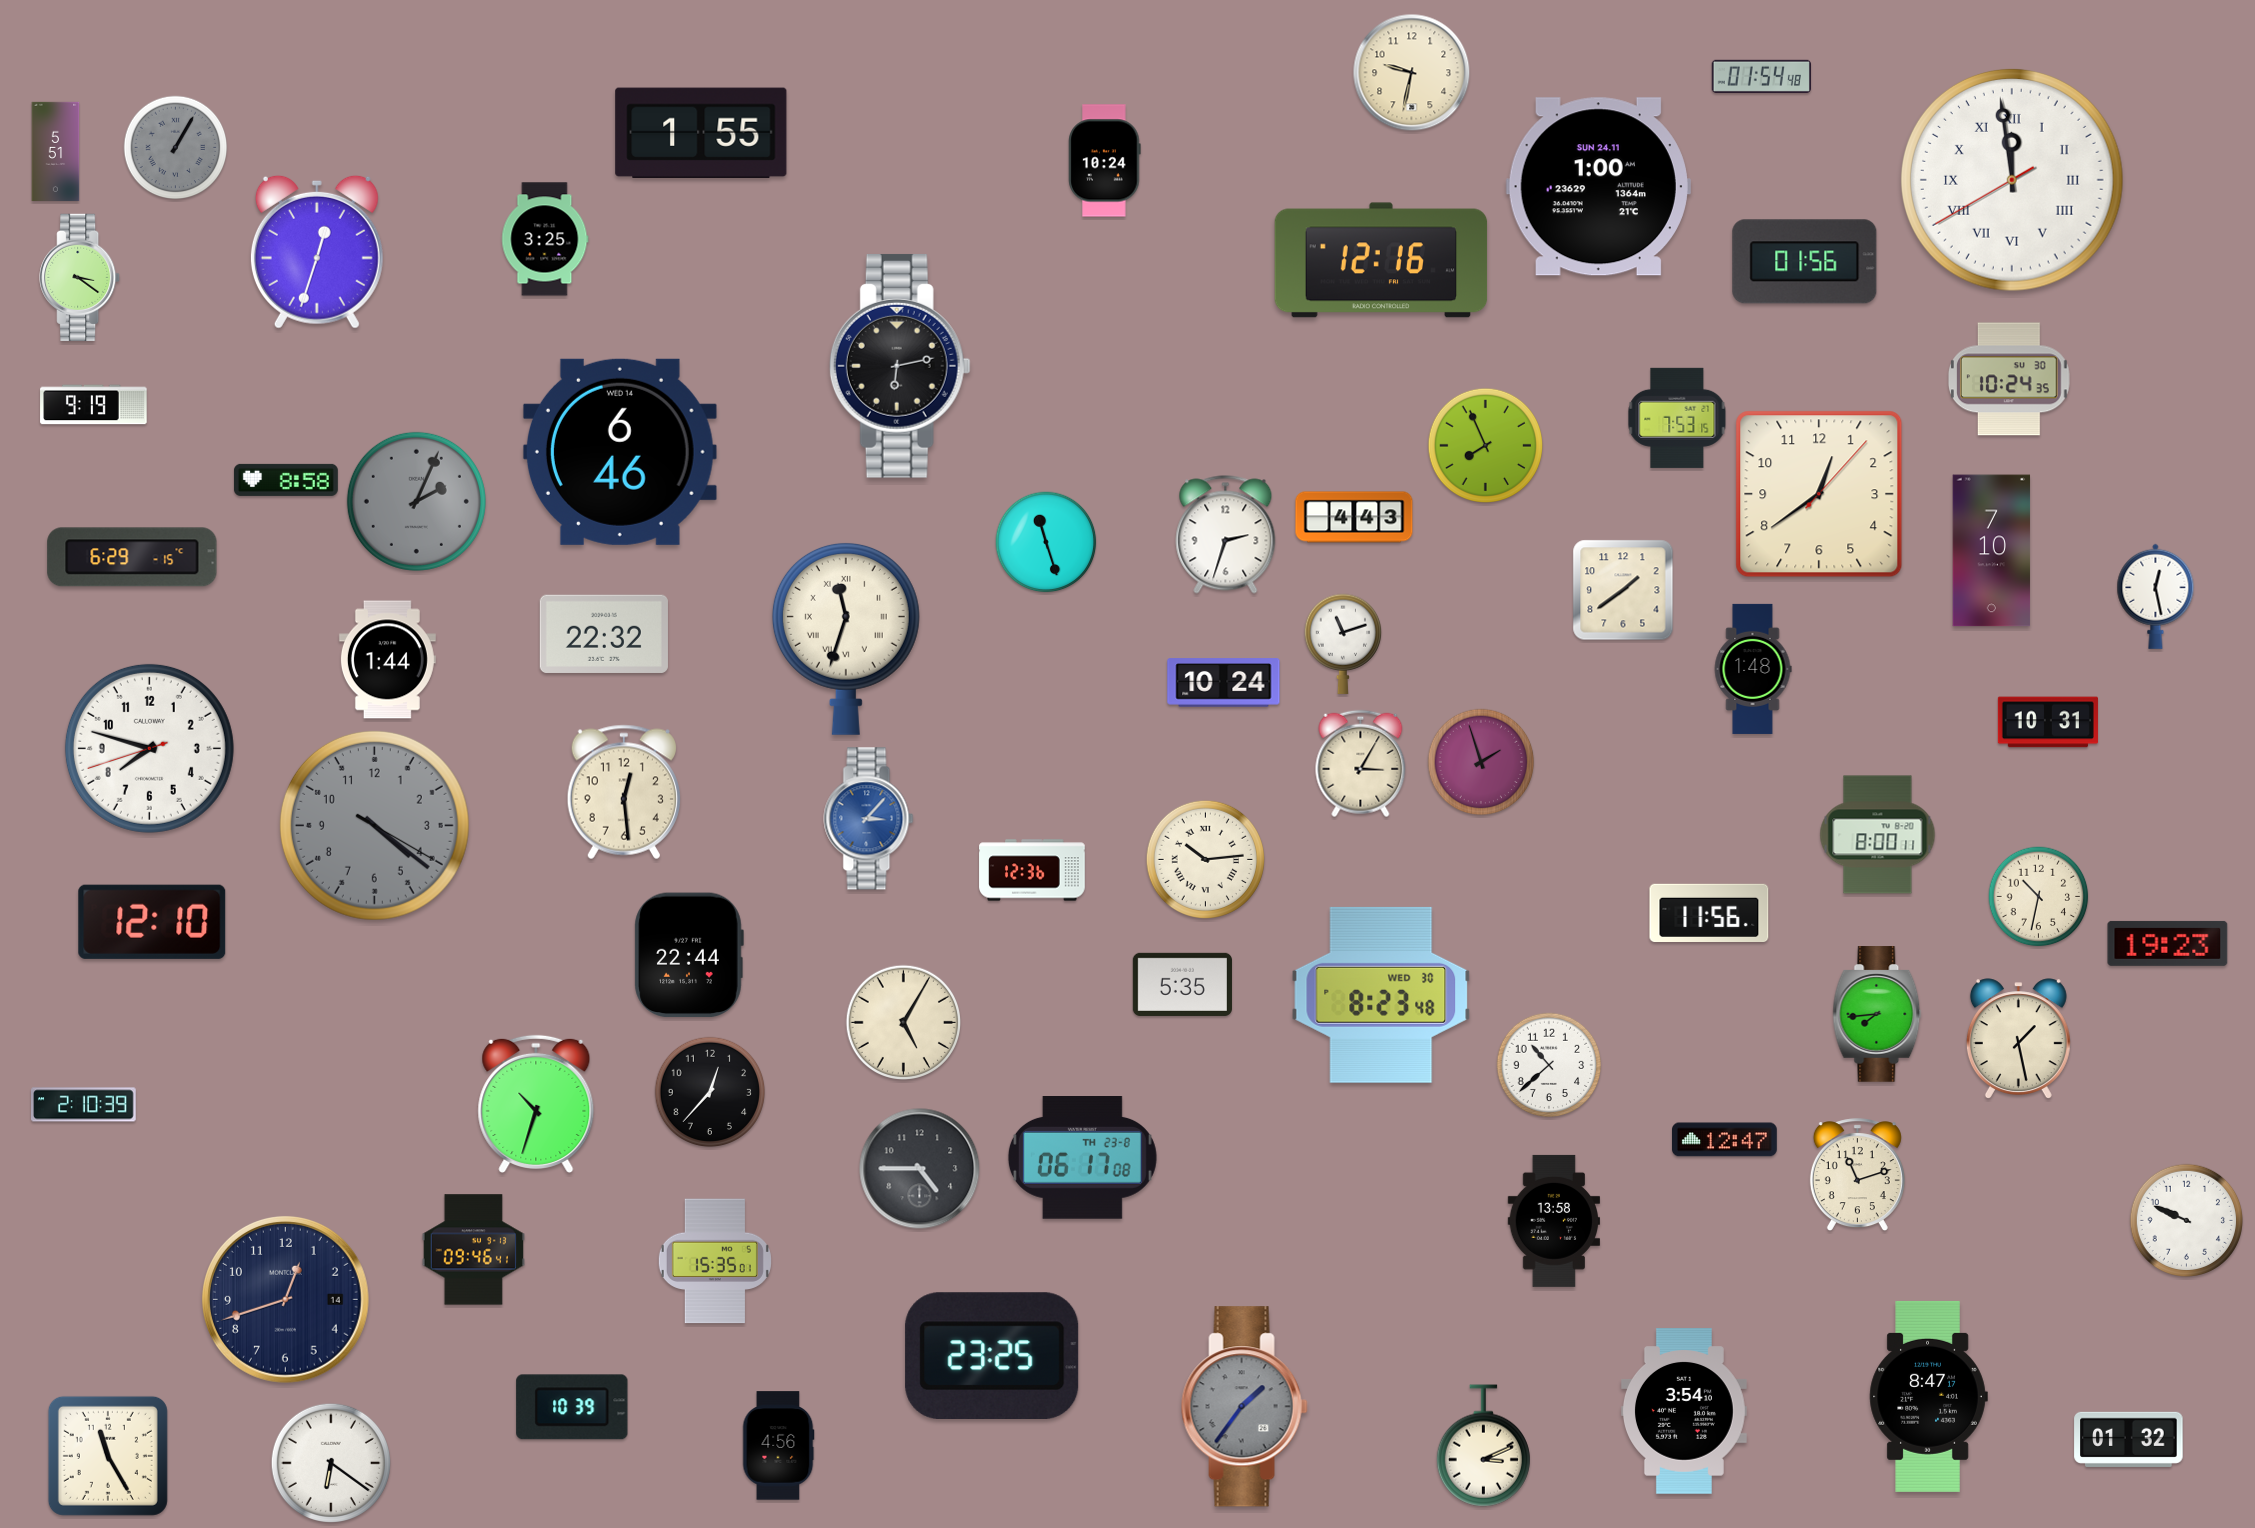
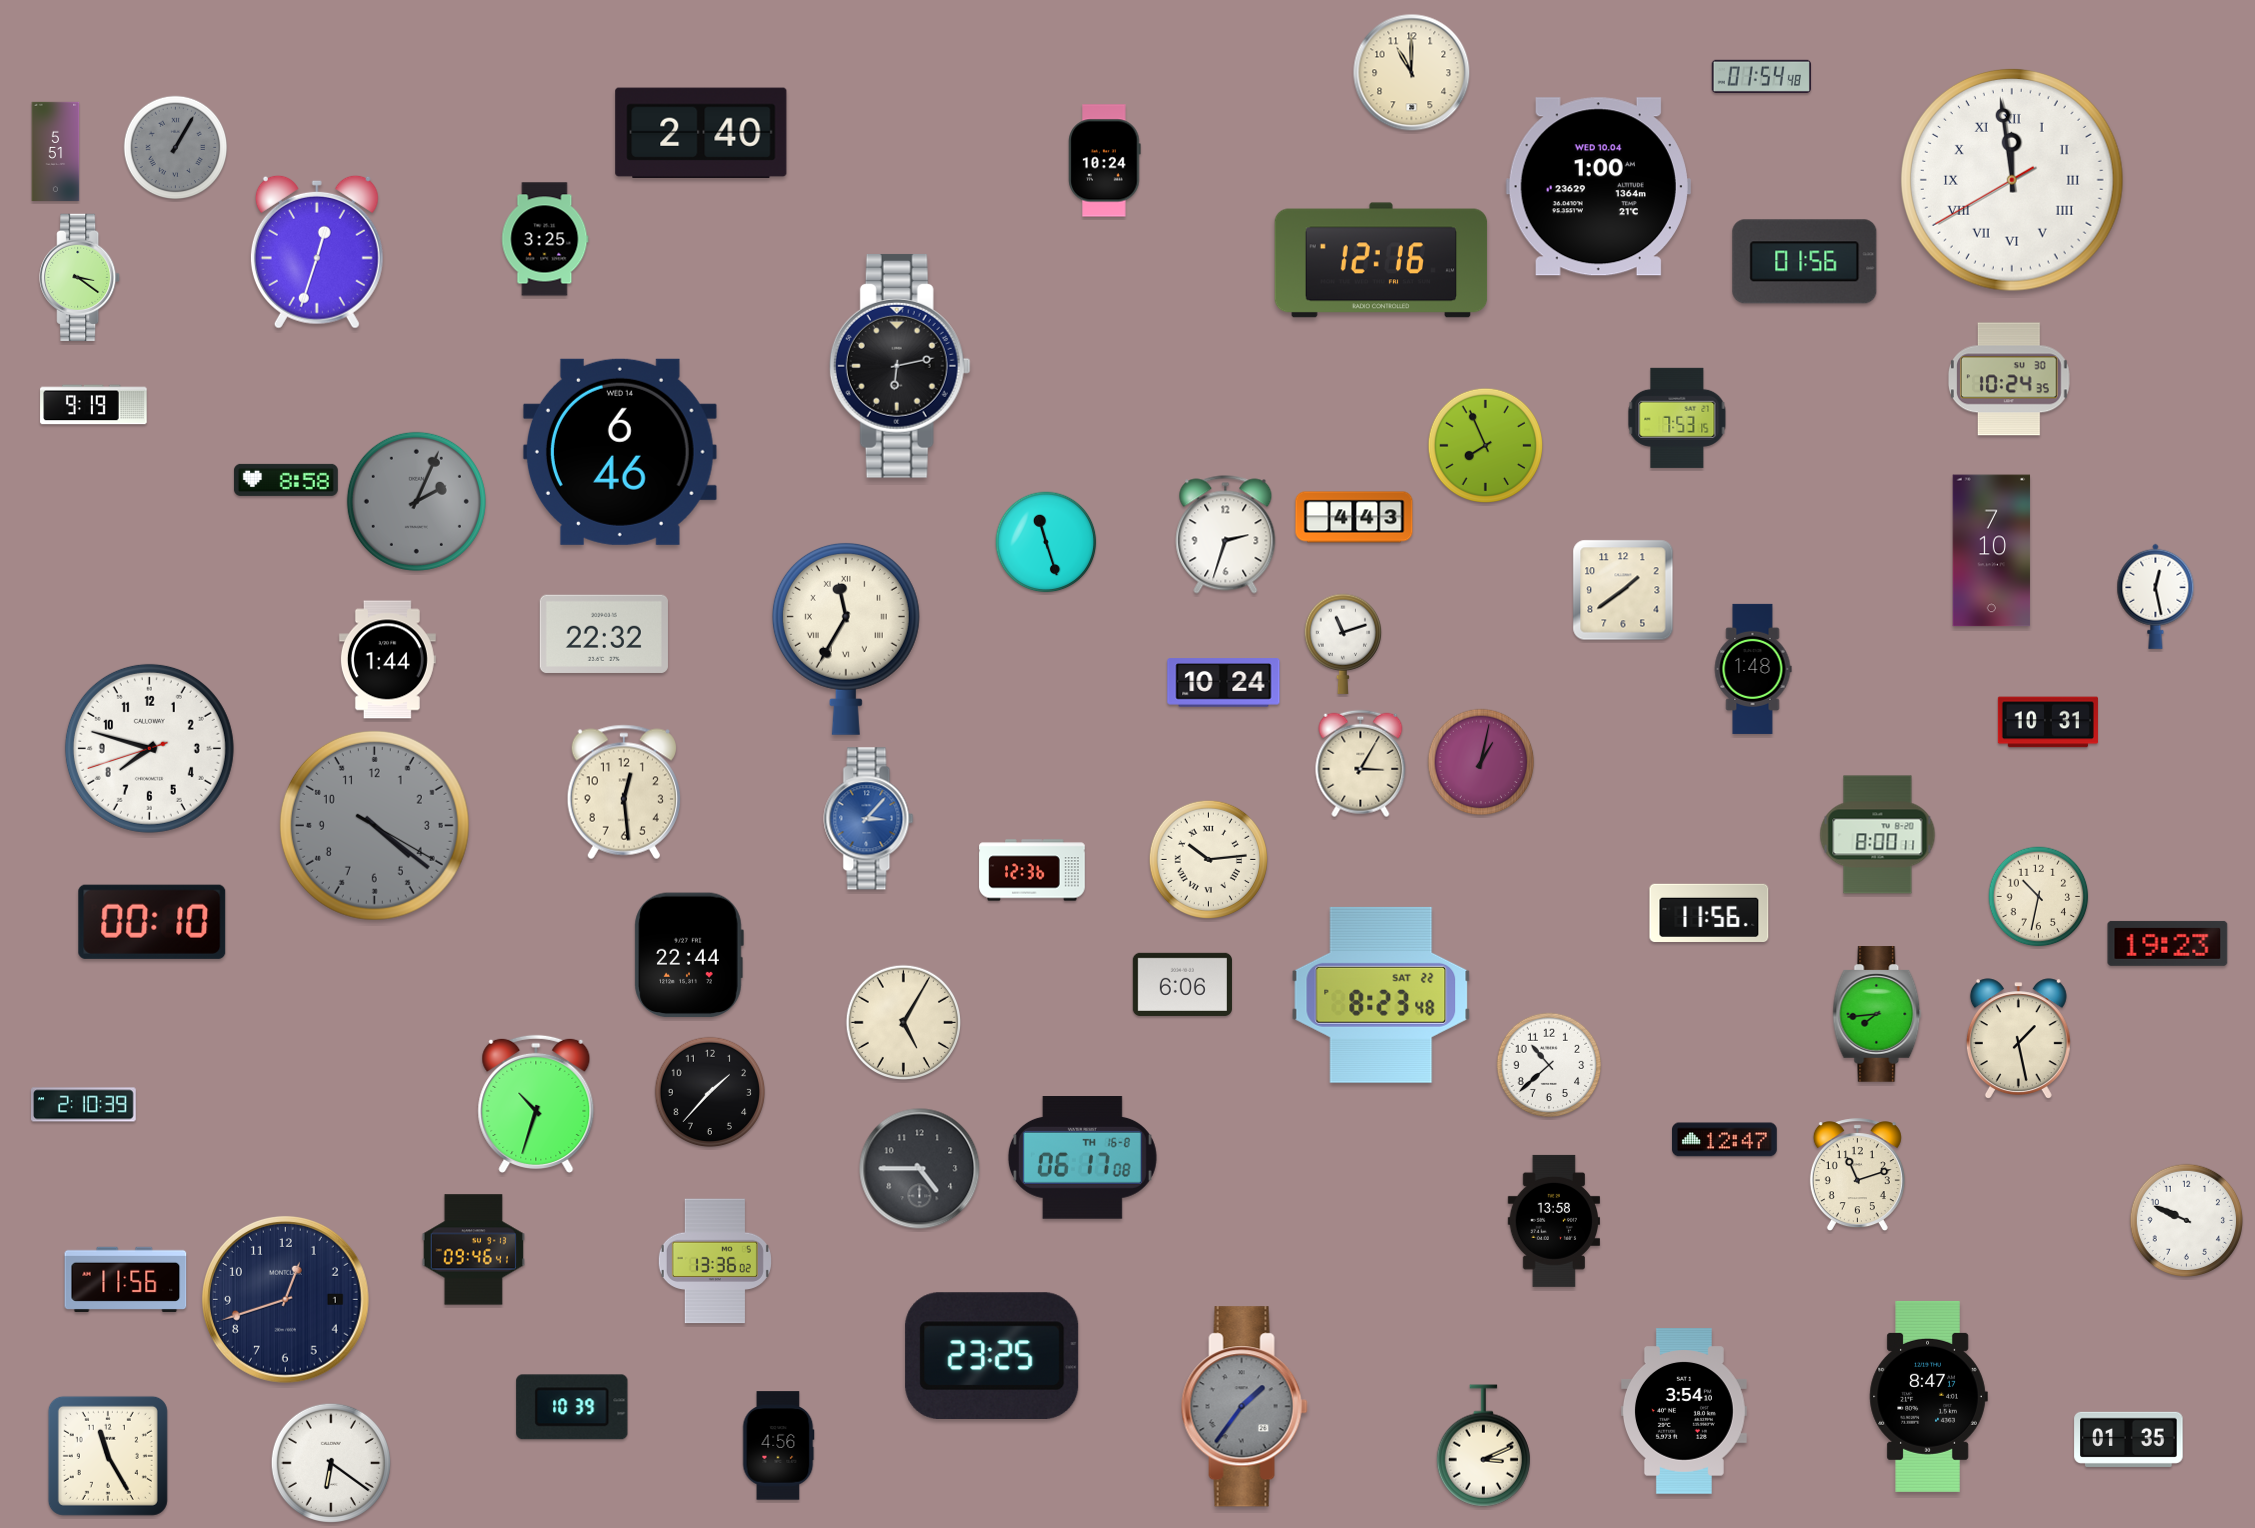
clock at (1412, 73): 9:32 -> 11:00
clock at (701, 132): 1:55 -> 2:40
clock at (1598, 187) date: SUN 24.11 -> WED 10.04
clock at (1819, 494): 12:39 -> none
clock at (132, 557): 6:29 -> none
clock at (846, 638): 11:33 -> 11:35
clock at (1481, 762): 1:57 -> 1:02
clock at (1205, 859) position: (1205, 859) -> (1208, 859)
clock at (152, 922): 12:10 -> 00:10
clock at (1182, 984): 5:35 -> 6:06
clock at (1381, 995) date: WED 30 -> SAT 22
clock at (710, 1092): 12:37 -> 1:37
clock at (1082, 1158) date: TH 23-8 -> TH 16-8
clock at (715, 1261): 15:35 -> 13:36
clock at (126, 1279): none -> 11:56
clock at (285, 1299) date: 14 -> 1
clock at (2129, 1439): 01:32 -> 01:35
